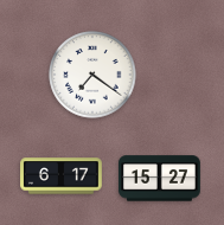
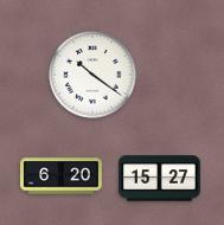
clock at (92, 75): 7:21 -> 10:21
clock at (62, 176): 6:17 -> 6:20
